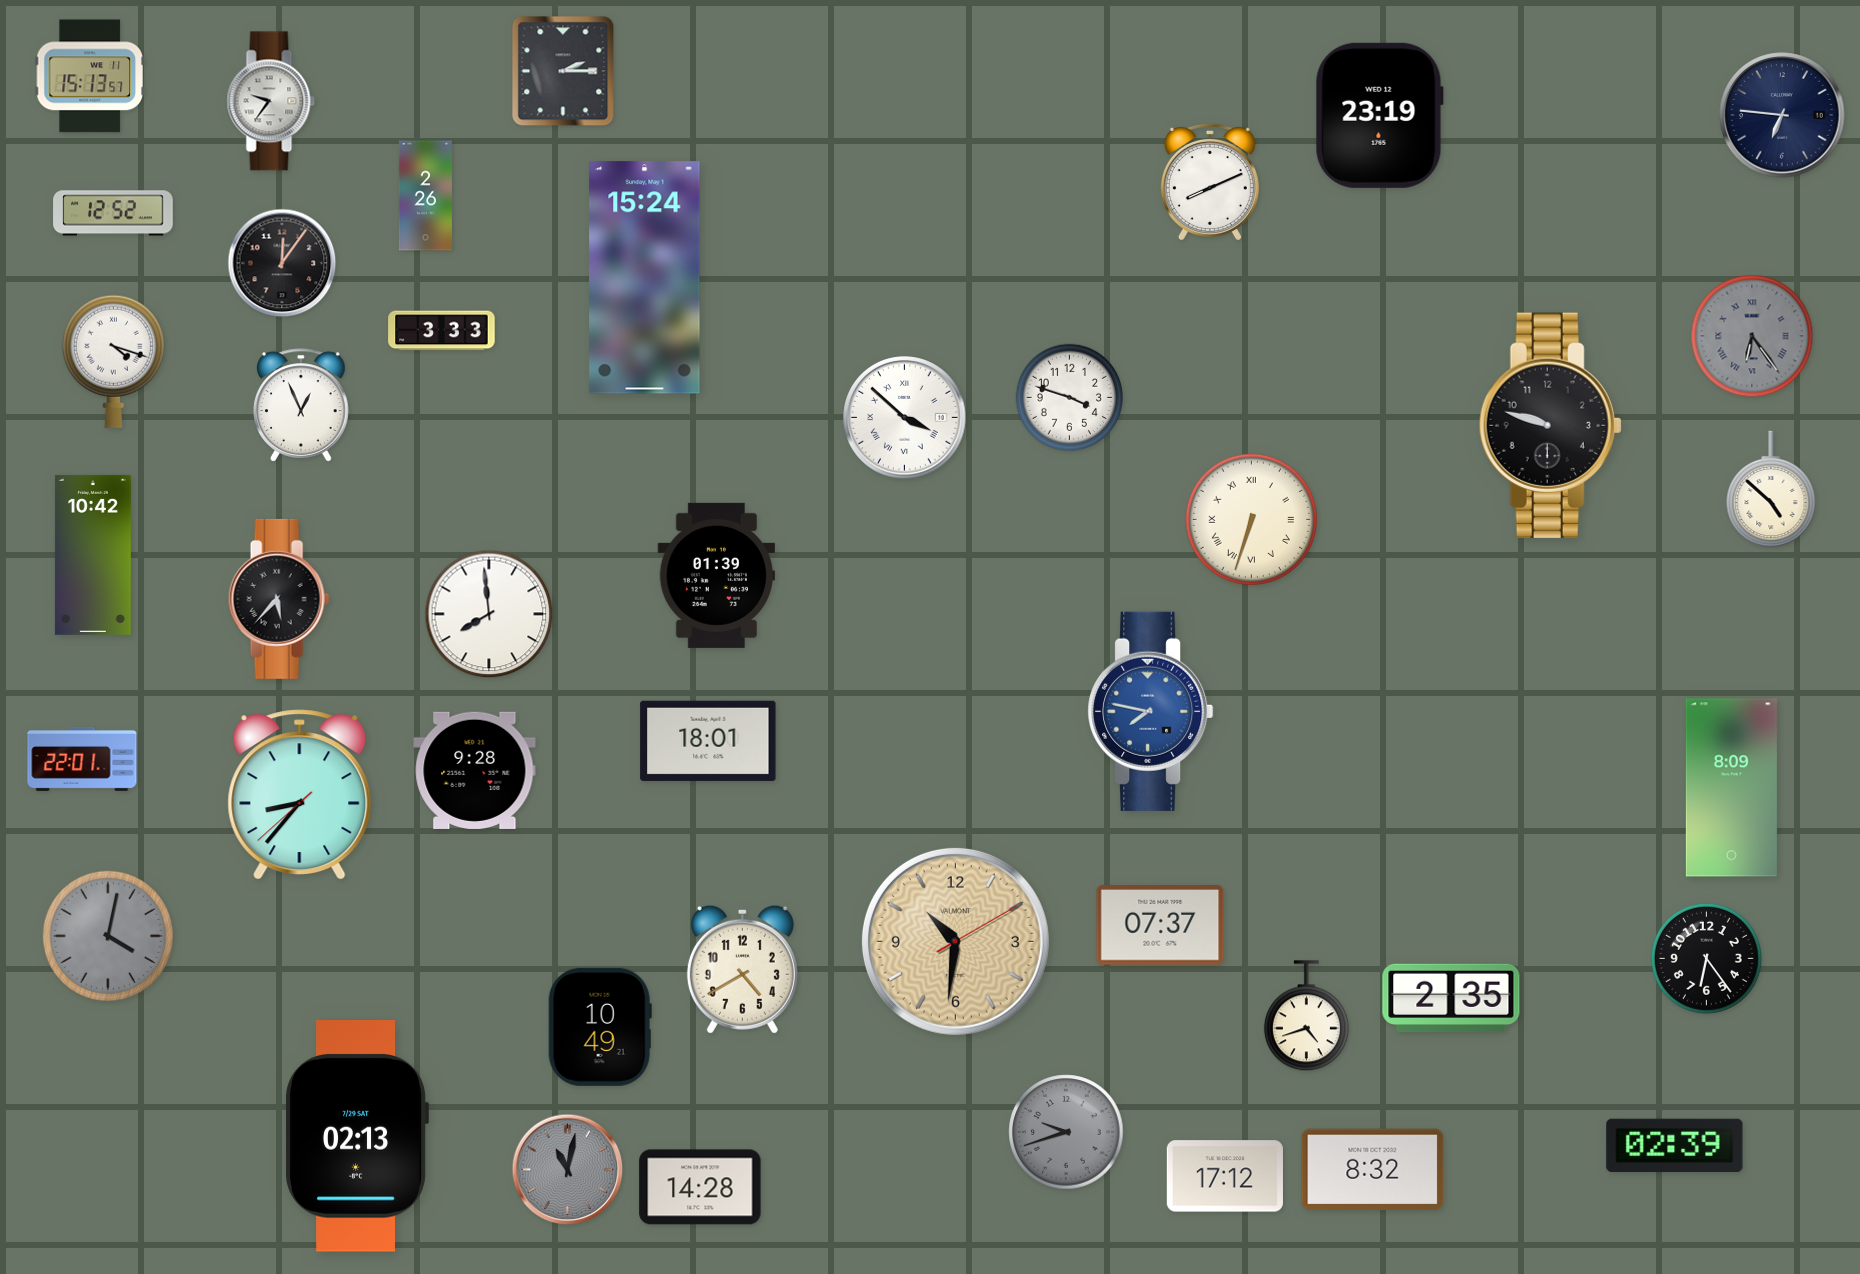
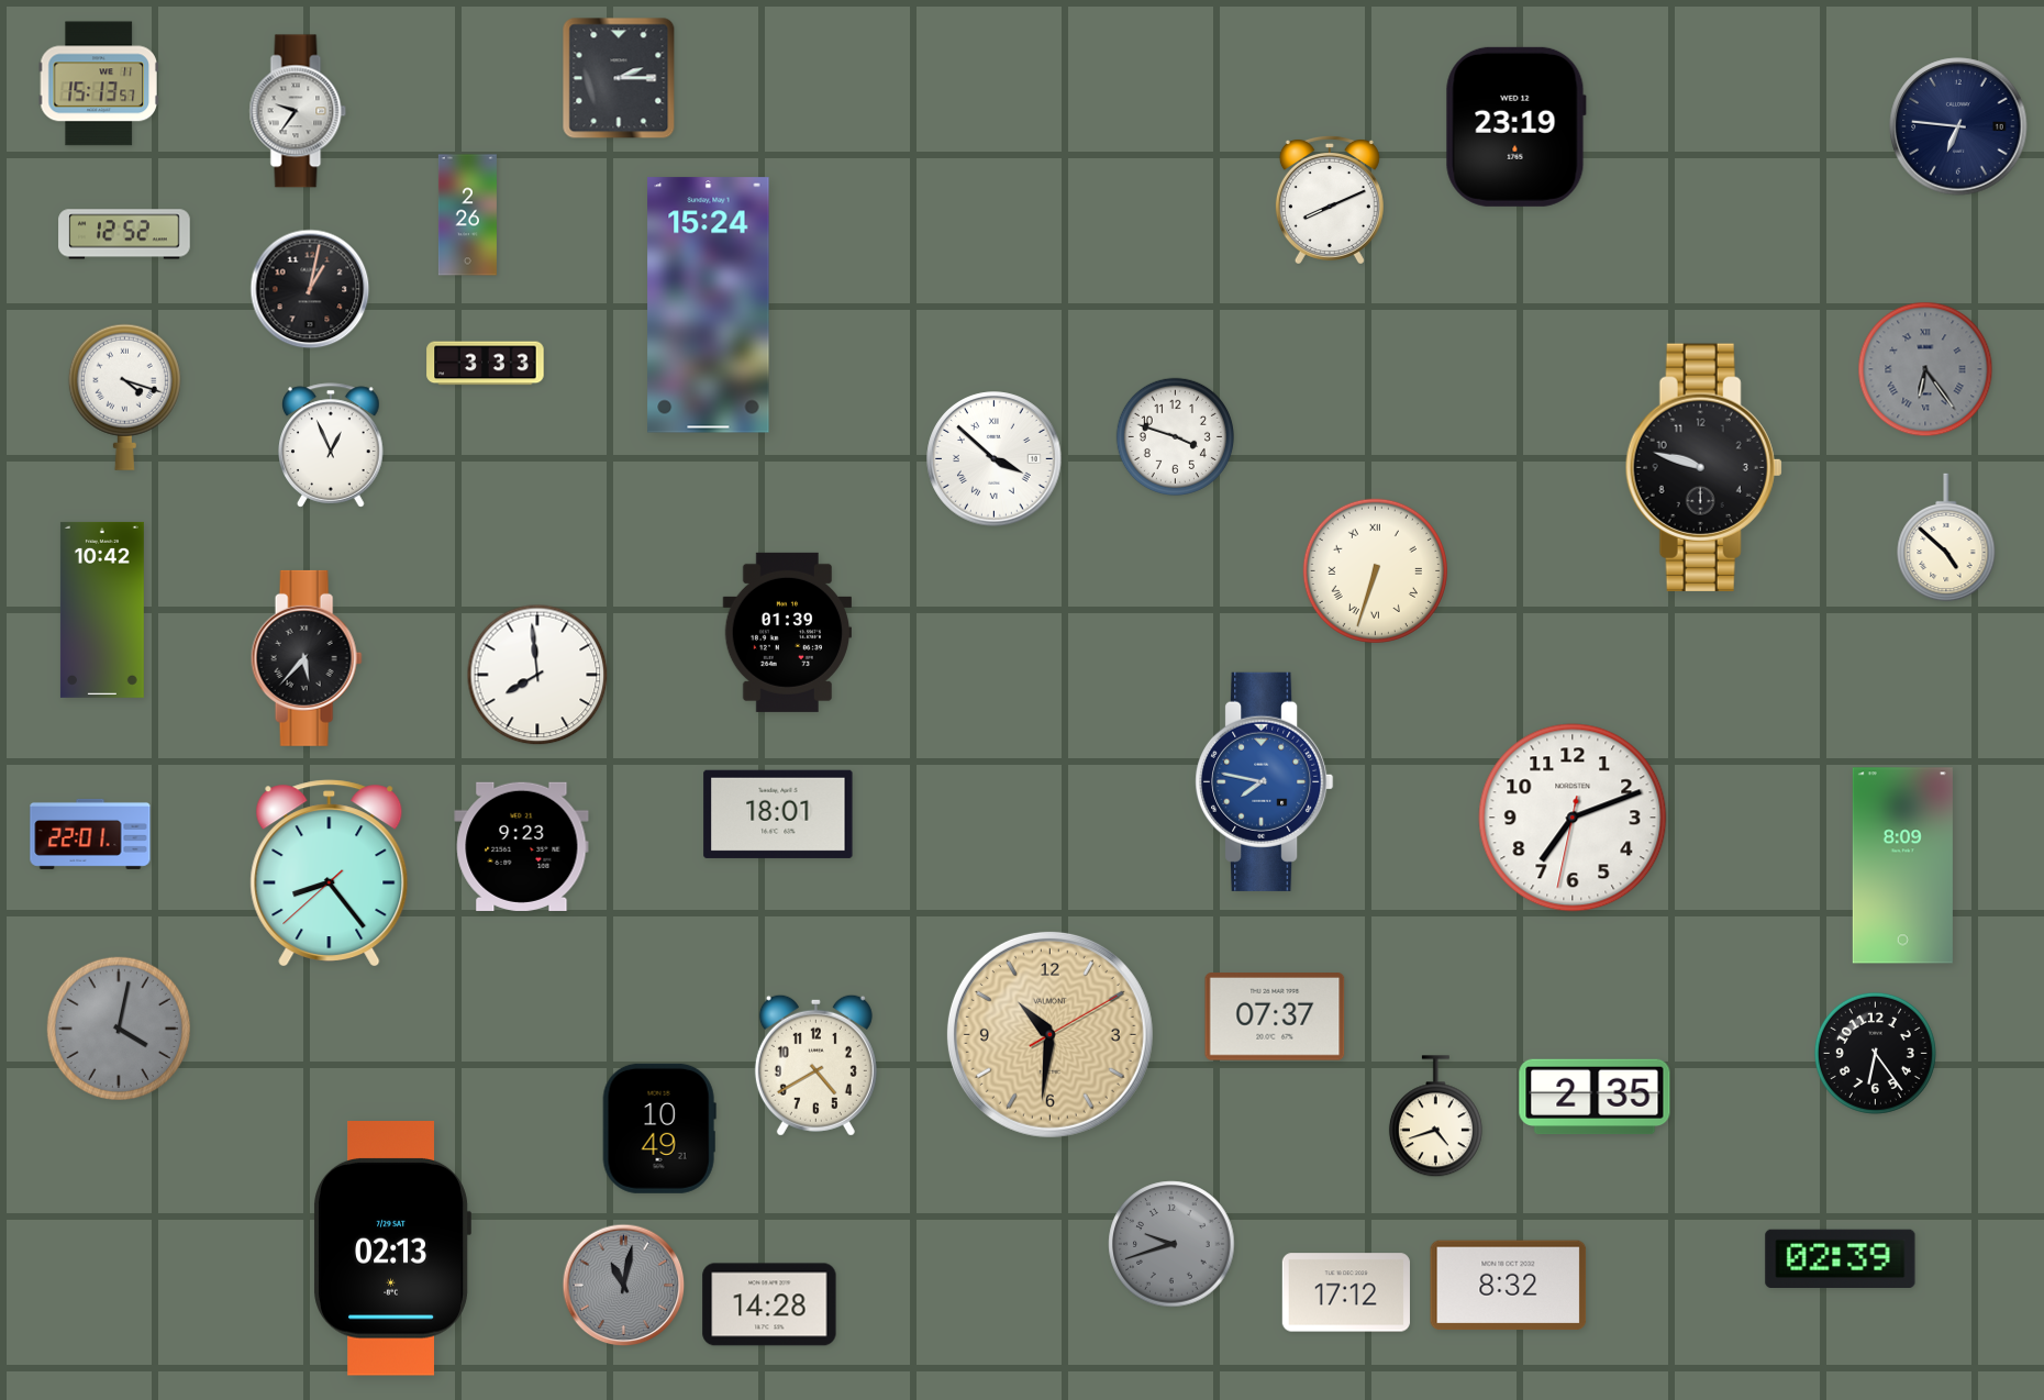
clock at (282, 263): 12:06 -> 1:02
clock at (1573, 818): none -> 7:11
clock at (475, 770): 9:28 -> 9:23
clock at (300, 794): 8:36 -> 8:23
